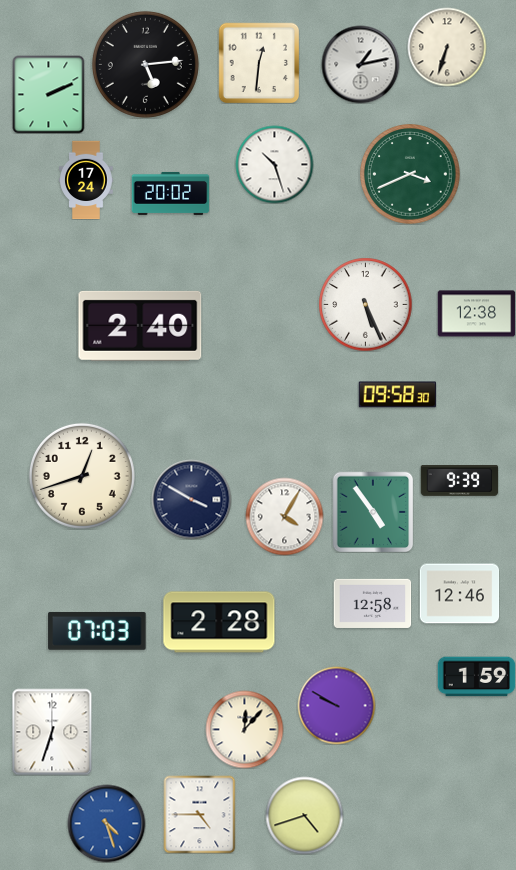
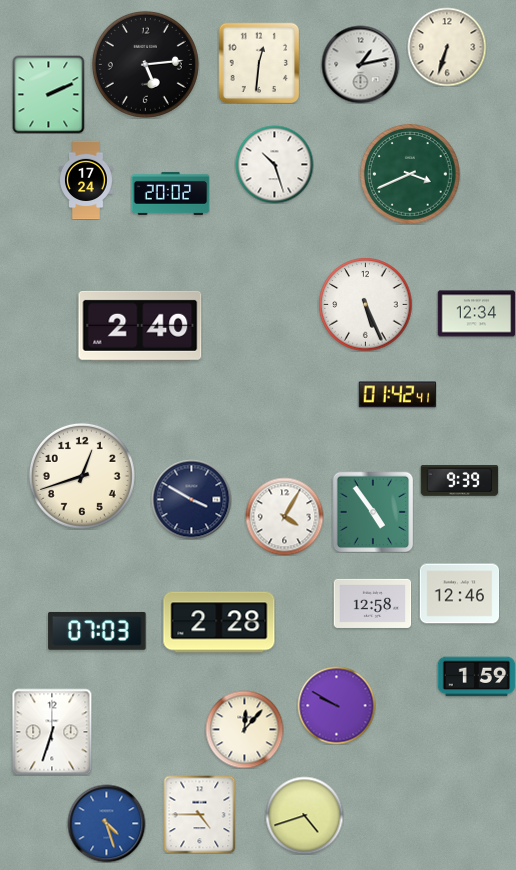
clock at (476, 314): 12:38 -> 12:34
clock at (397, 395): 09:58 -> 01:42
